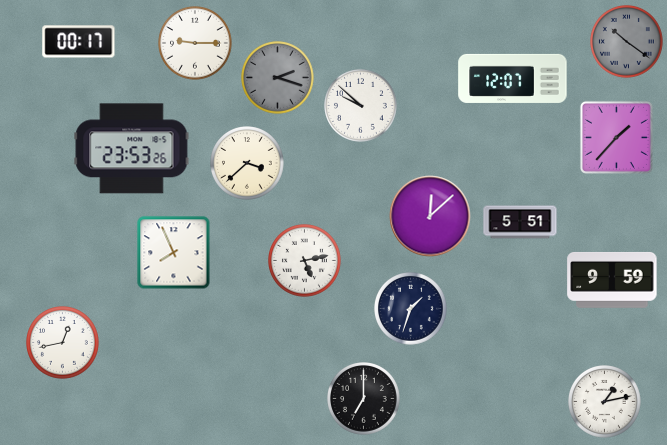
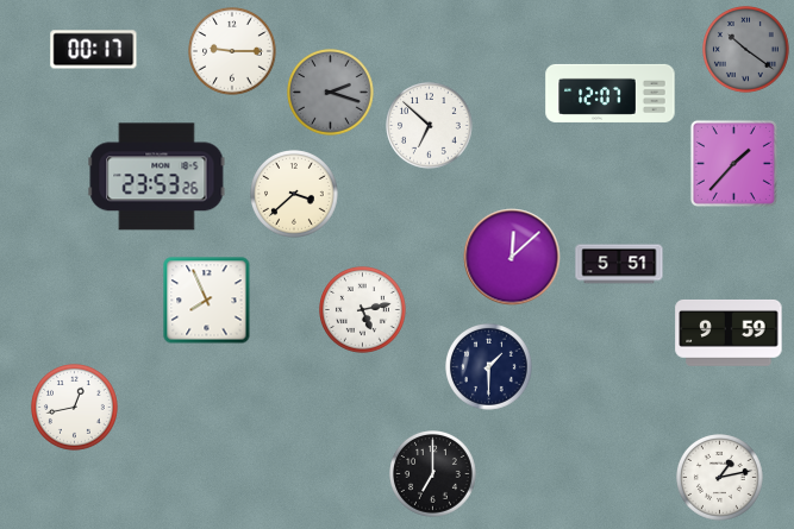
clock at (361, 106): 9:52 -> 6:52
clock at (411, 309): 1:33 -> 1:30
